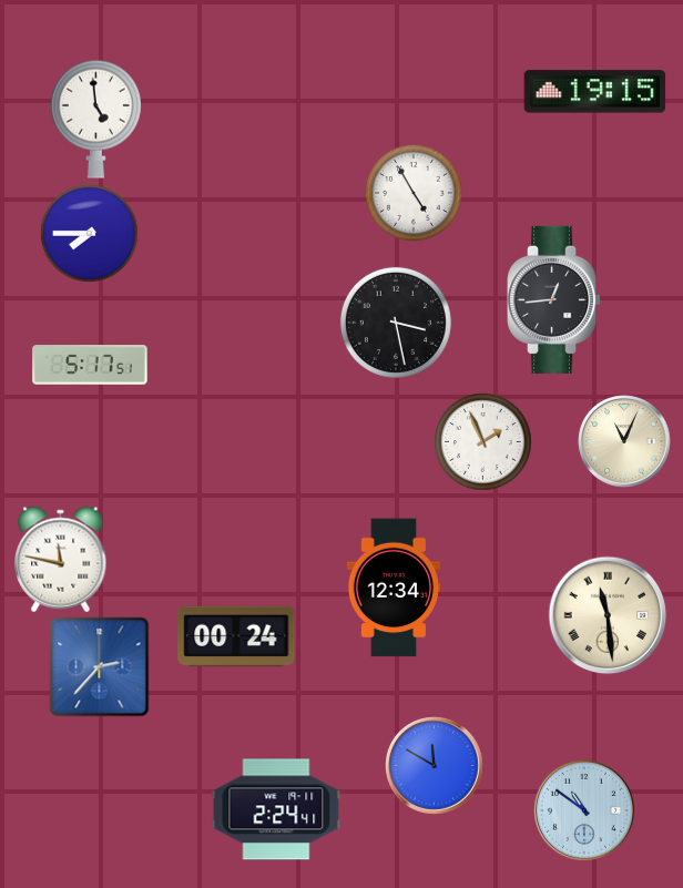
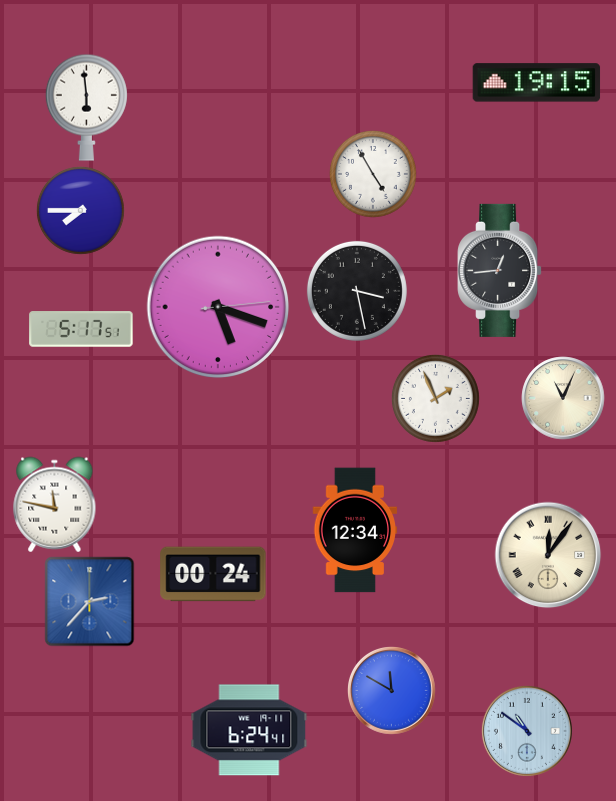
clock at (95, 119): 4:59 -> 5:59
clock at (218, 307): none -> 5:18
clock at (608, 615): 11:29 -> 12:06
clock at (276, 809): 2:24 -> 6:24
